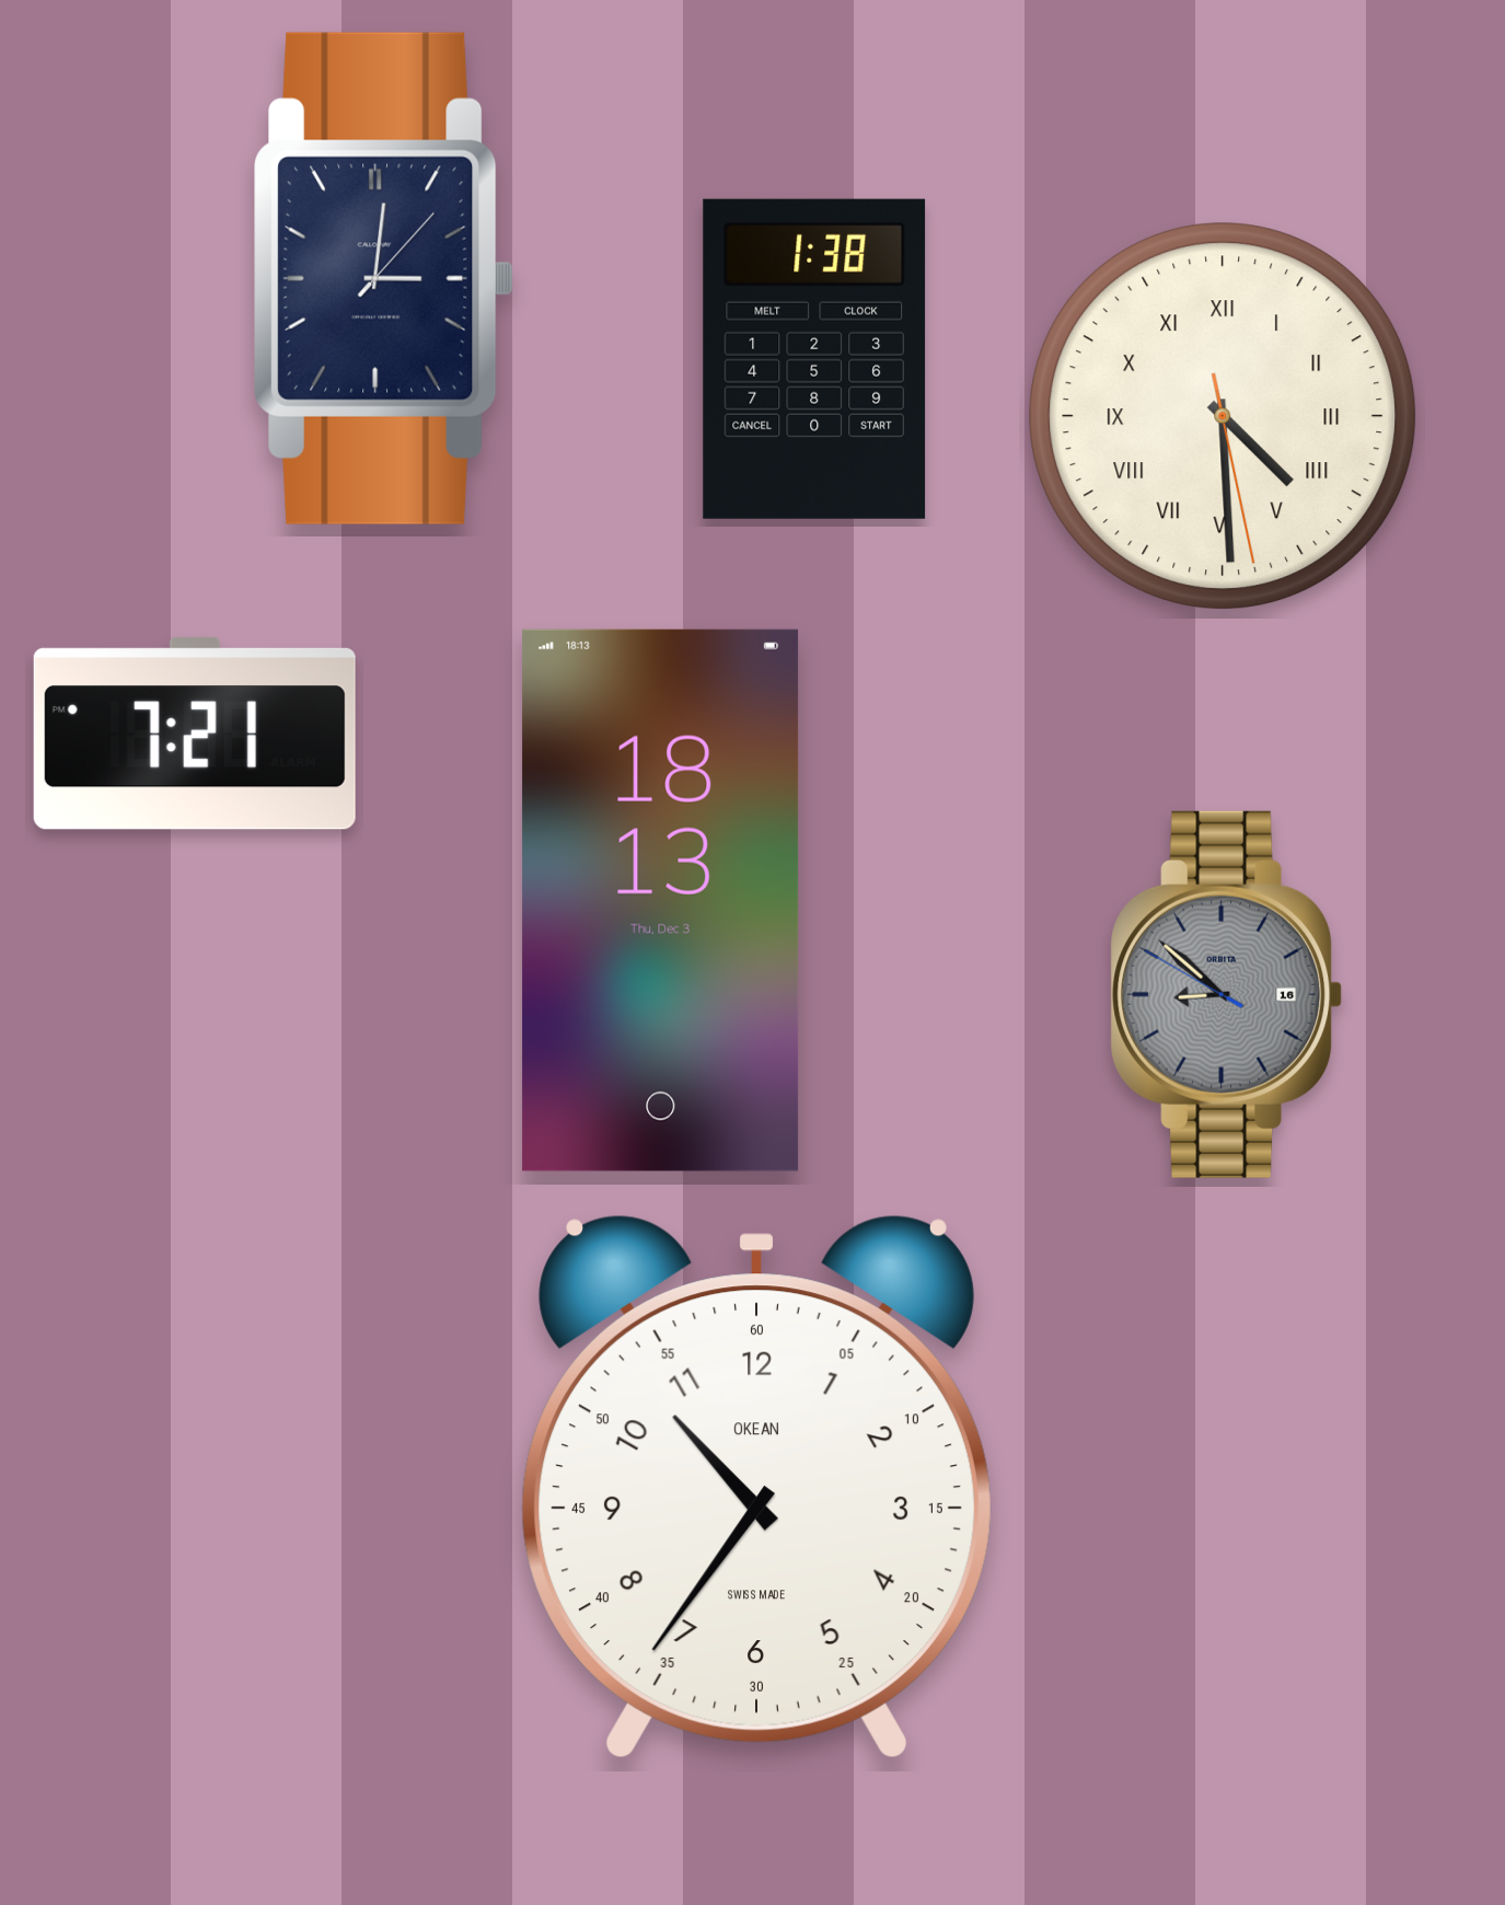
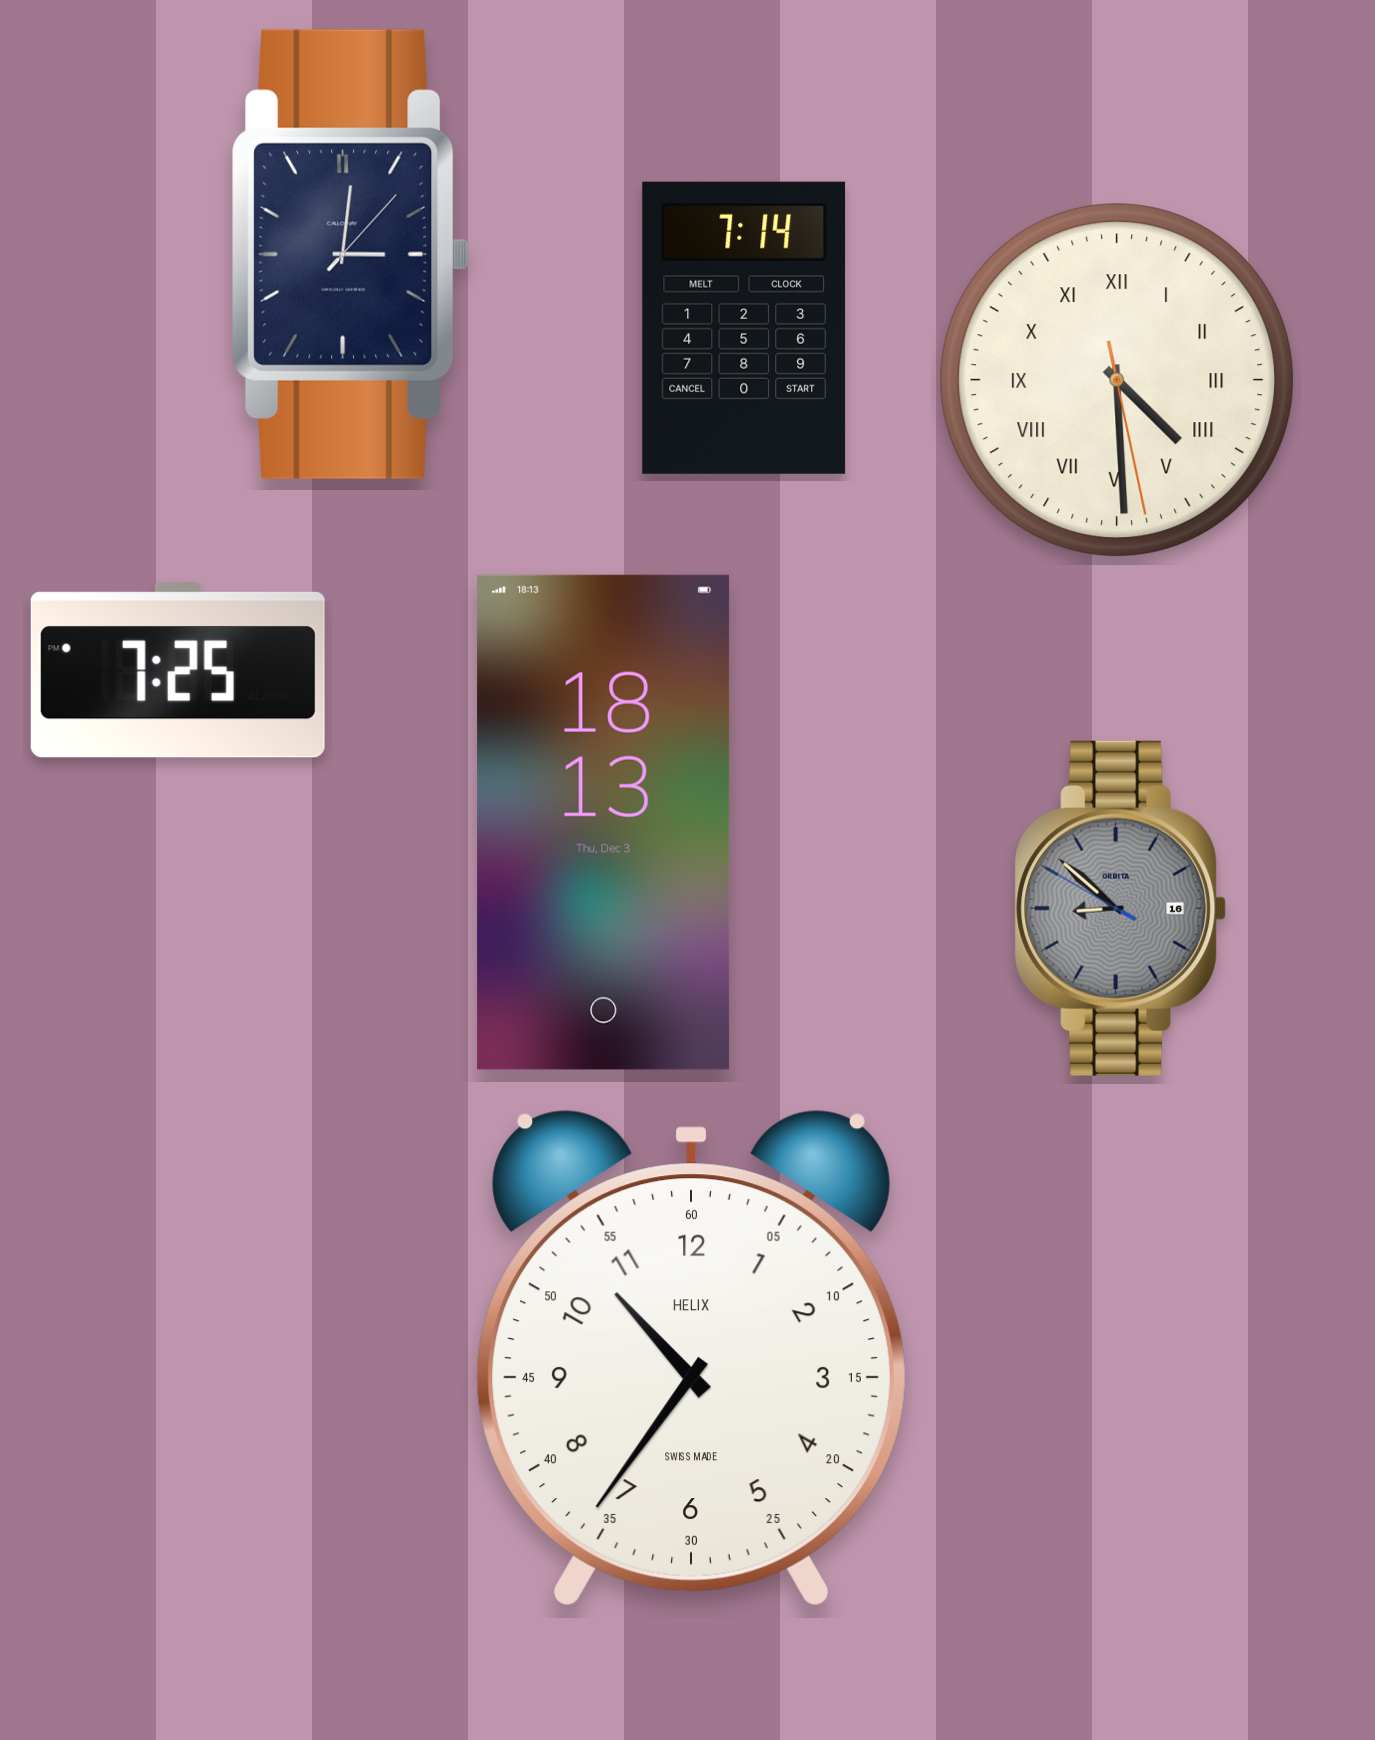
clock at (814, 359): 1:38 -> 7:14
clock at (195, 734): 7:21 -> 7:25
clock at (756, 1487) brand: OKEAN -> HELIX
